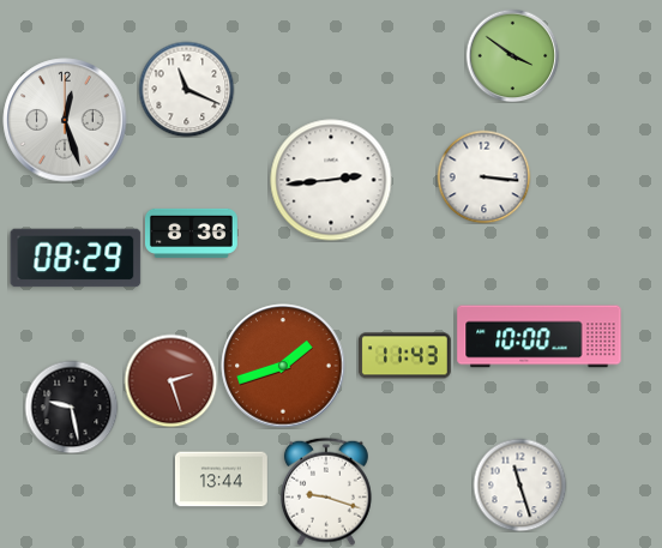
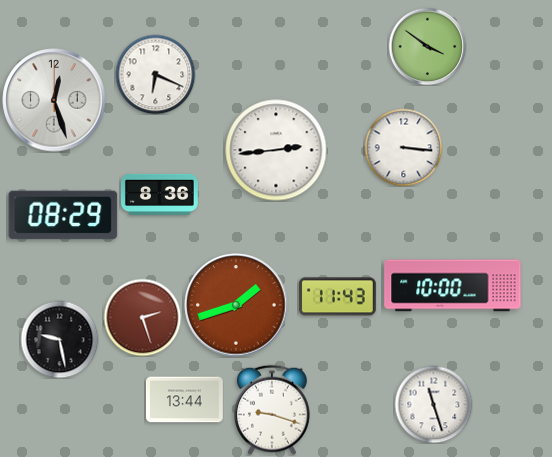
clock at (186, 89): 11:19 -> 6:19
clock at (540, 337) position: (540, 337) -> (453, 286)
